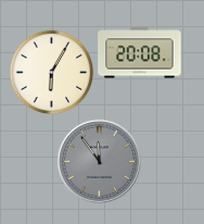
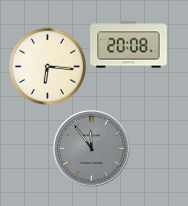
clock at (140, 53) position: (140, 53) -> (129, 45)
clock at (51, 72): 6:05 -> 6:16
